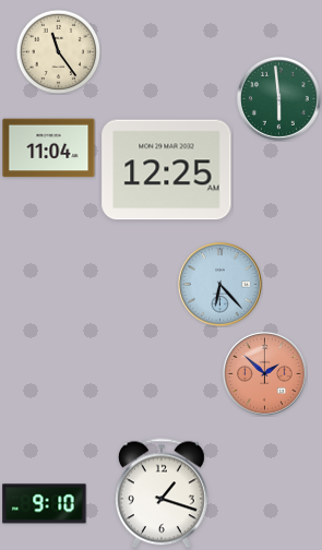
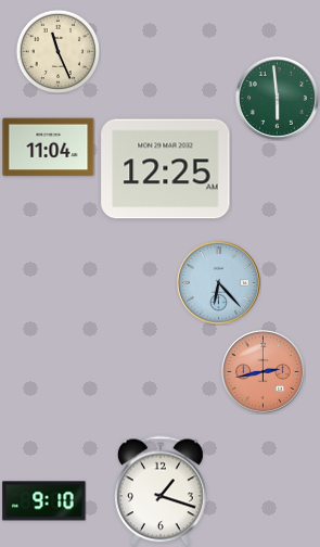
clock at (58, 51): 11:24 -> 11:26
clock at (264, 373): 1:52 -> 2:43
